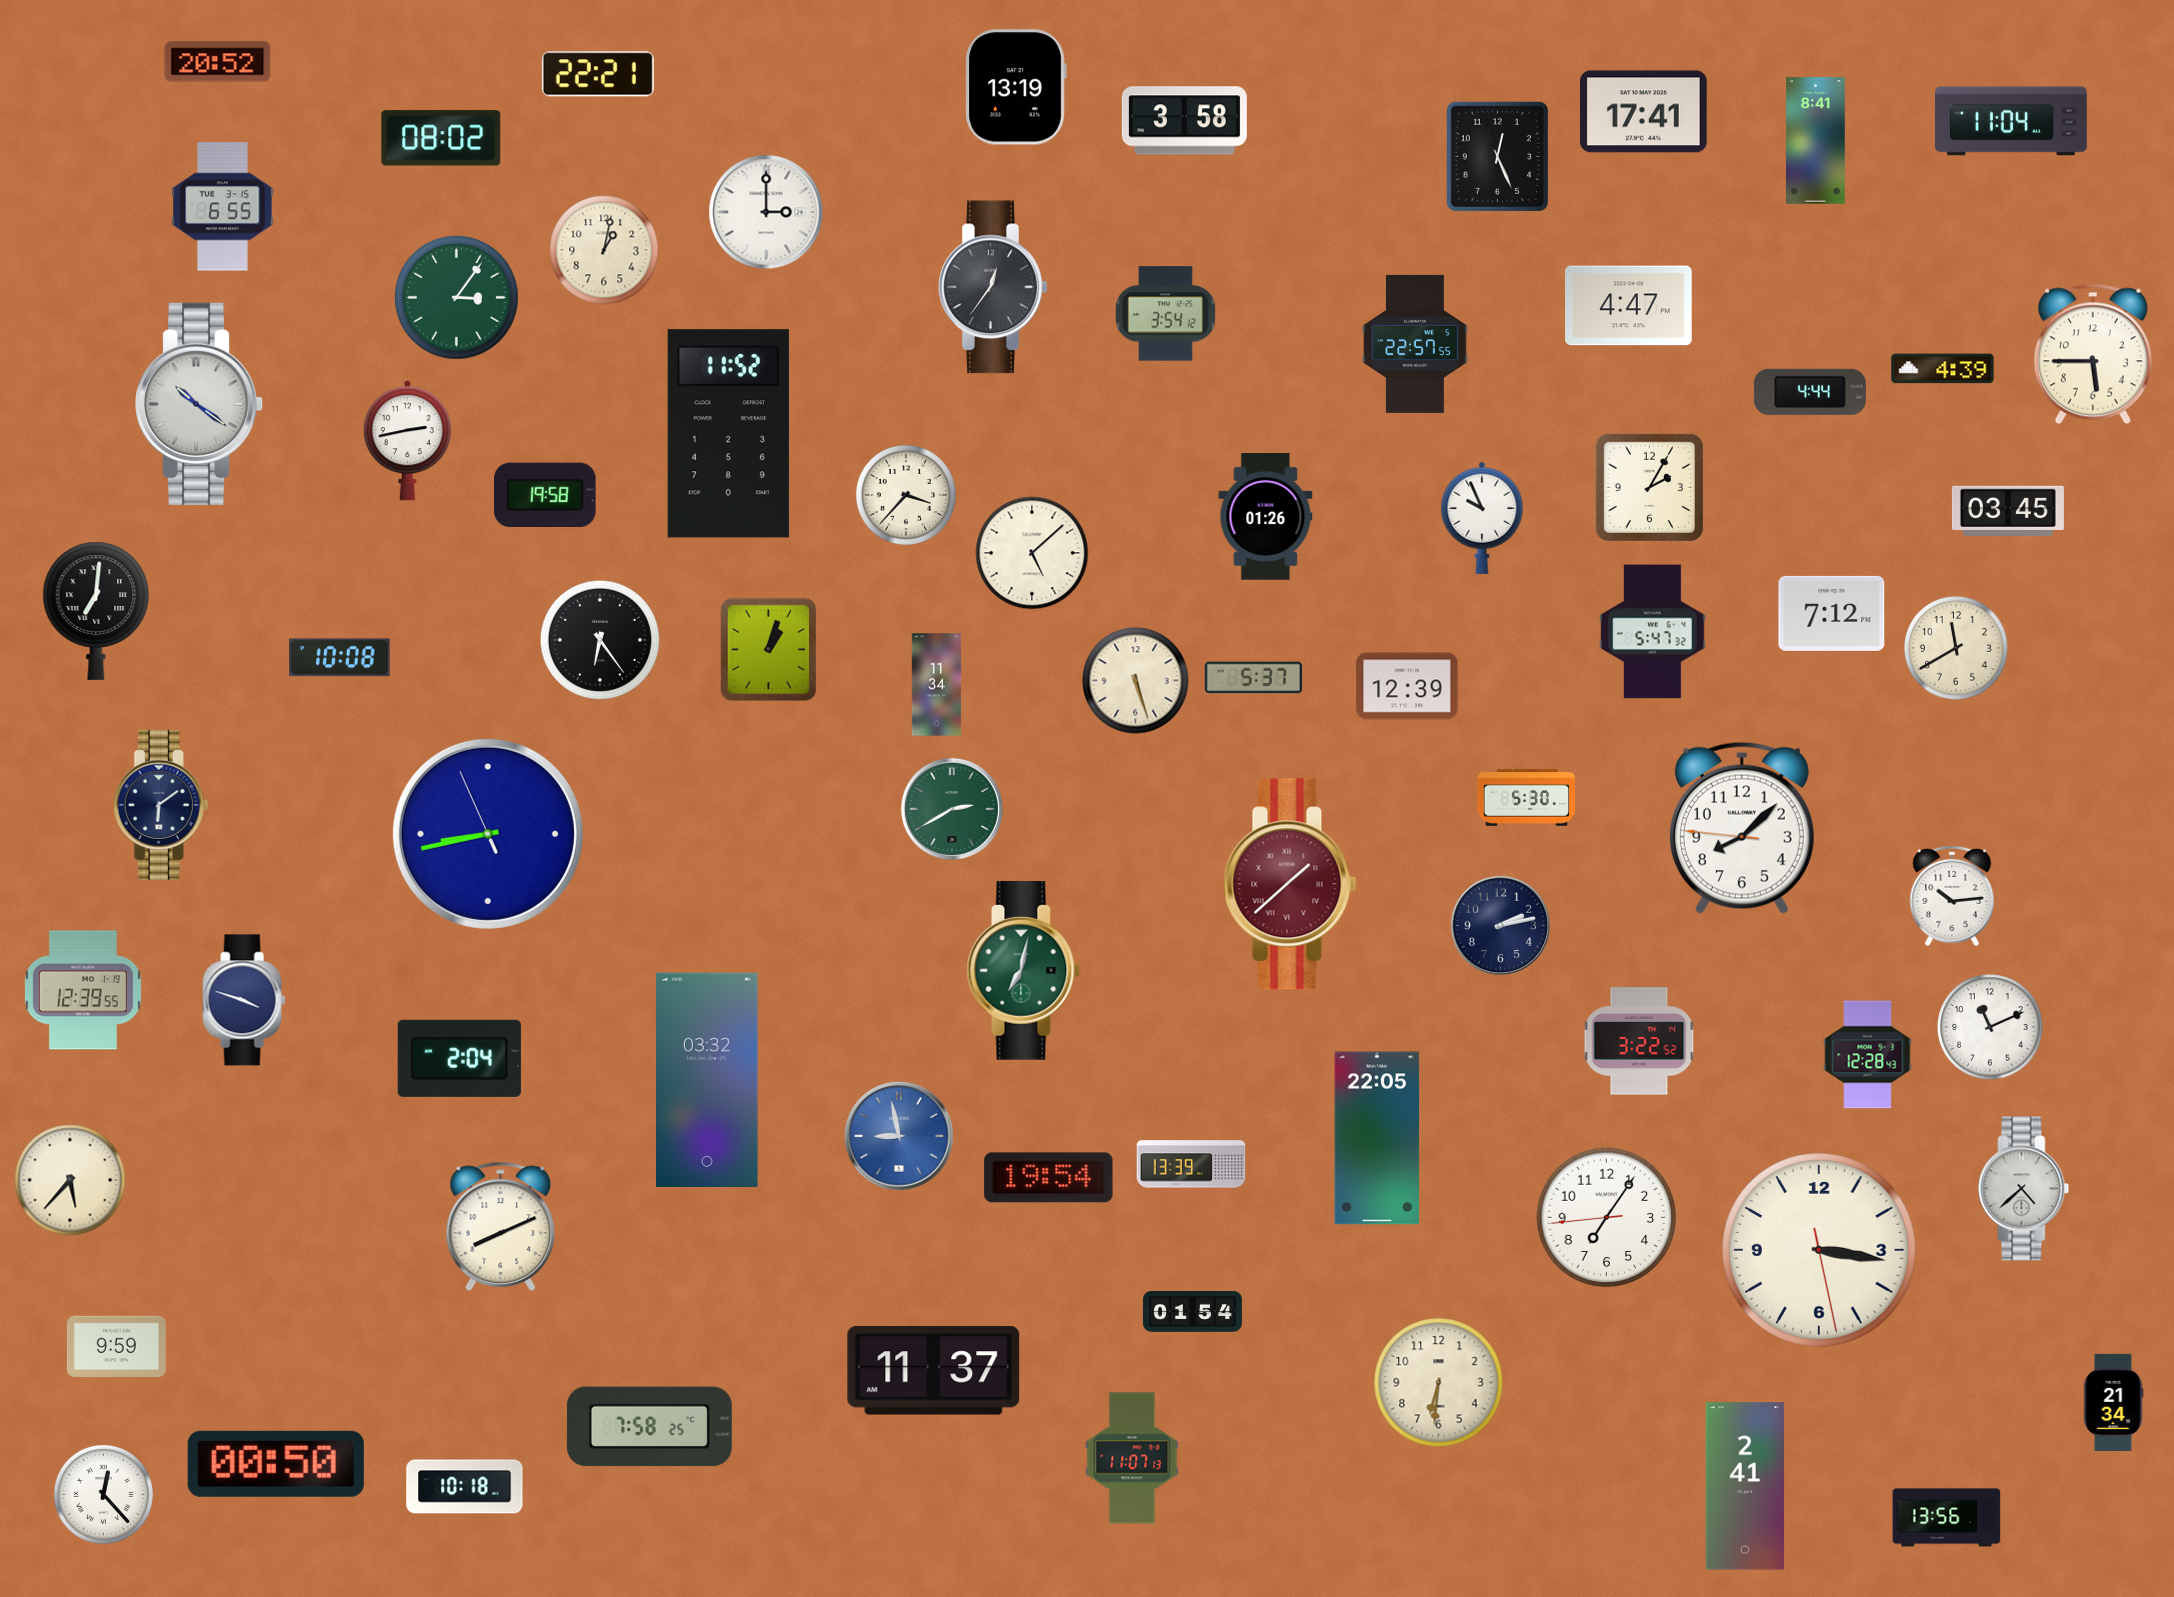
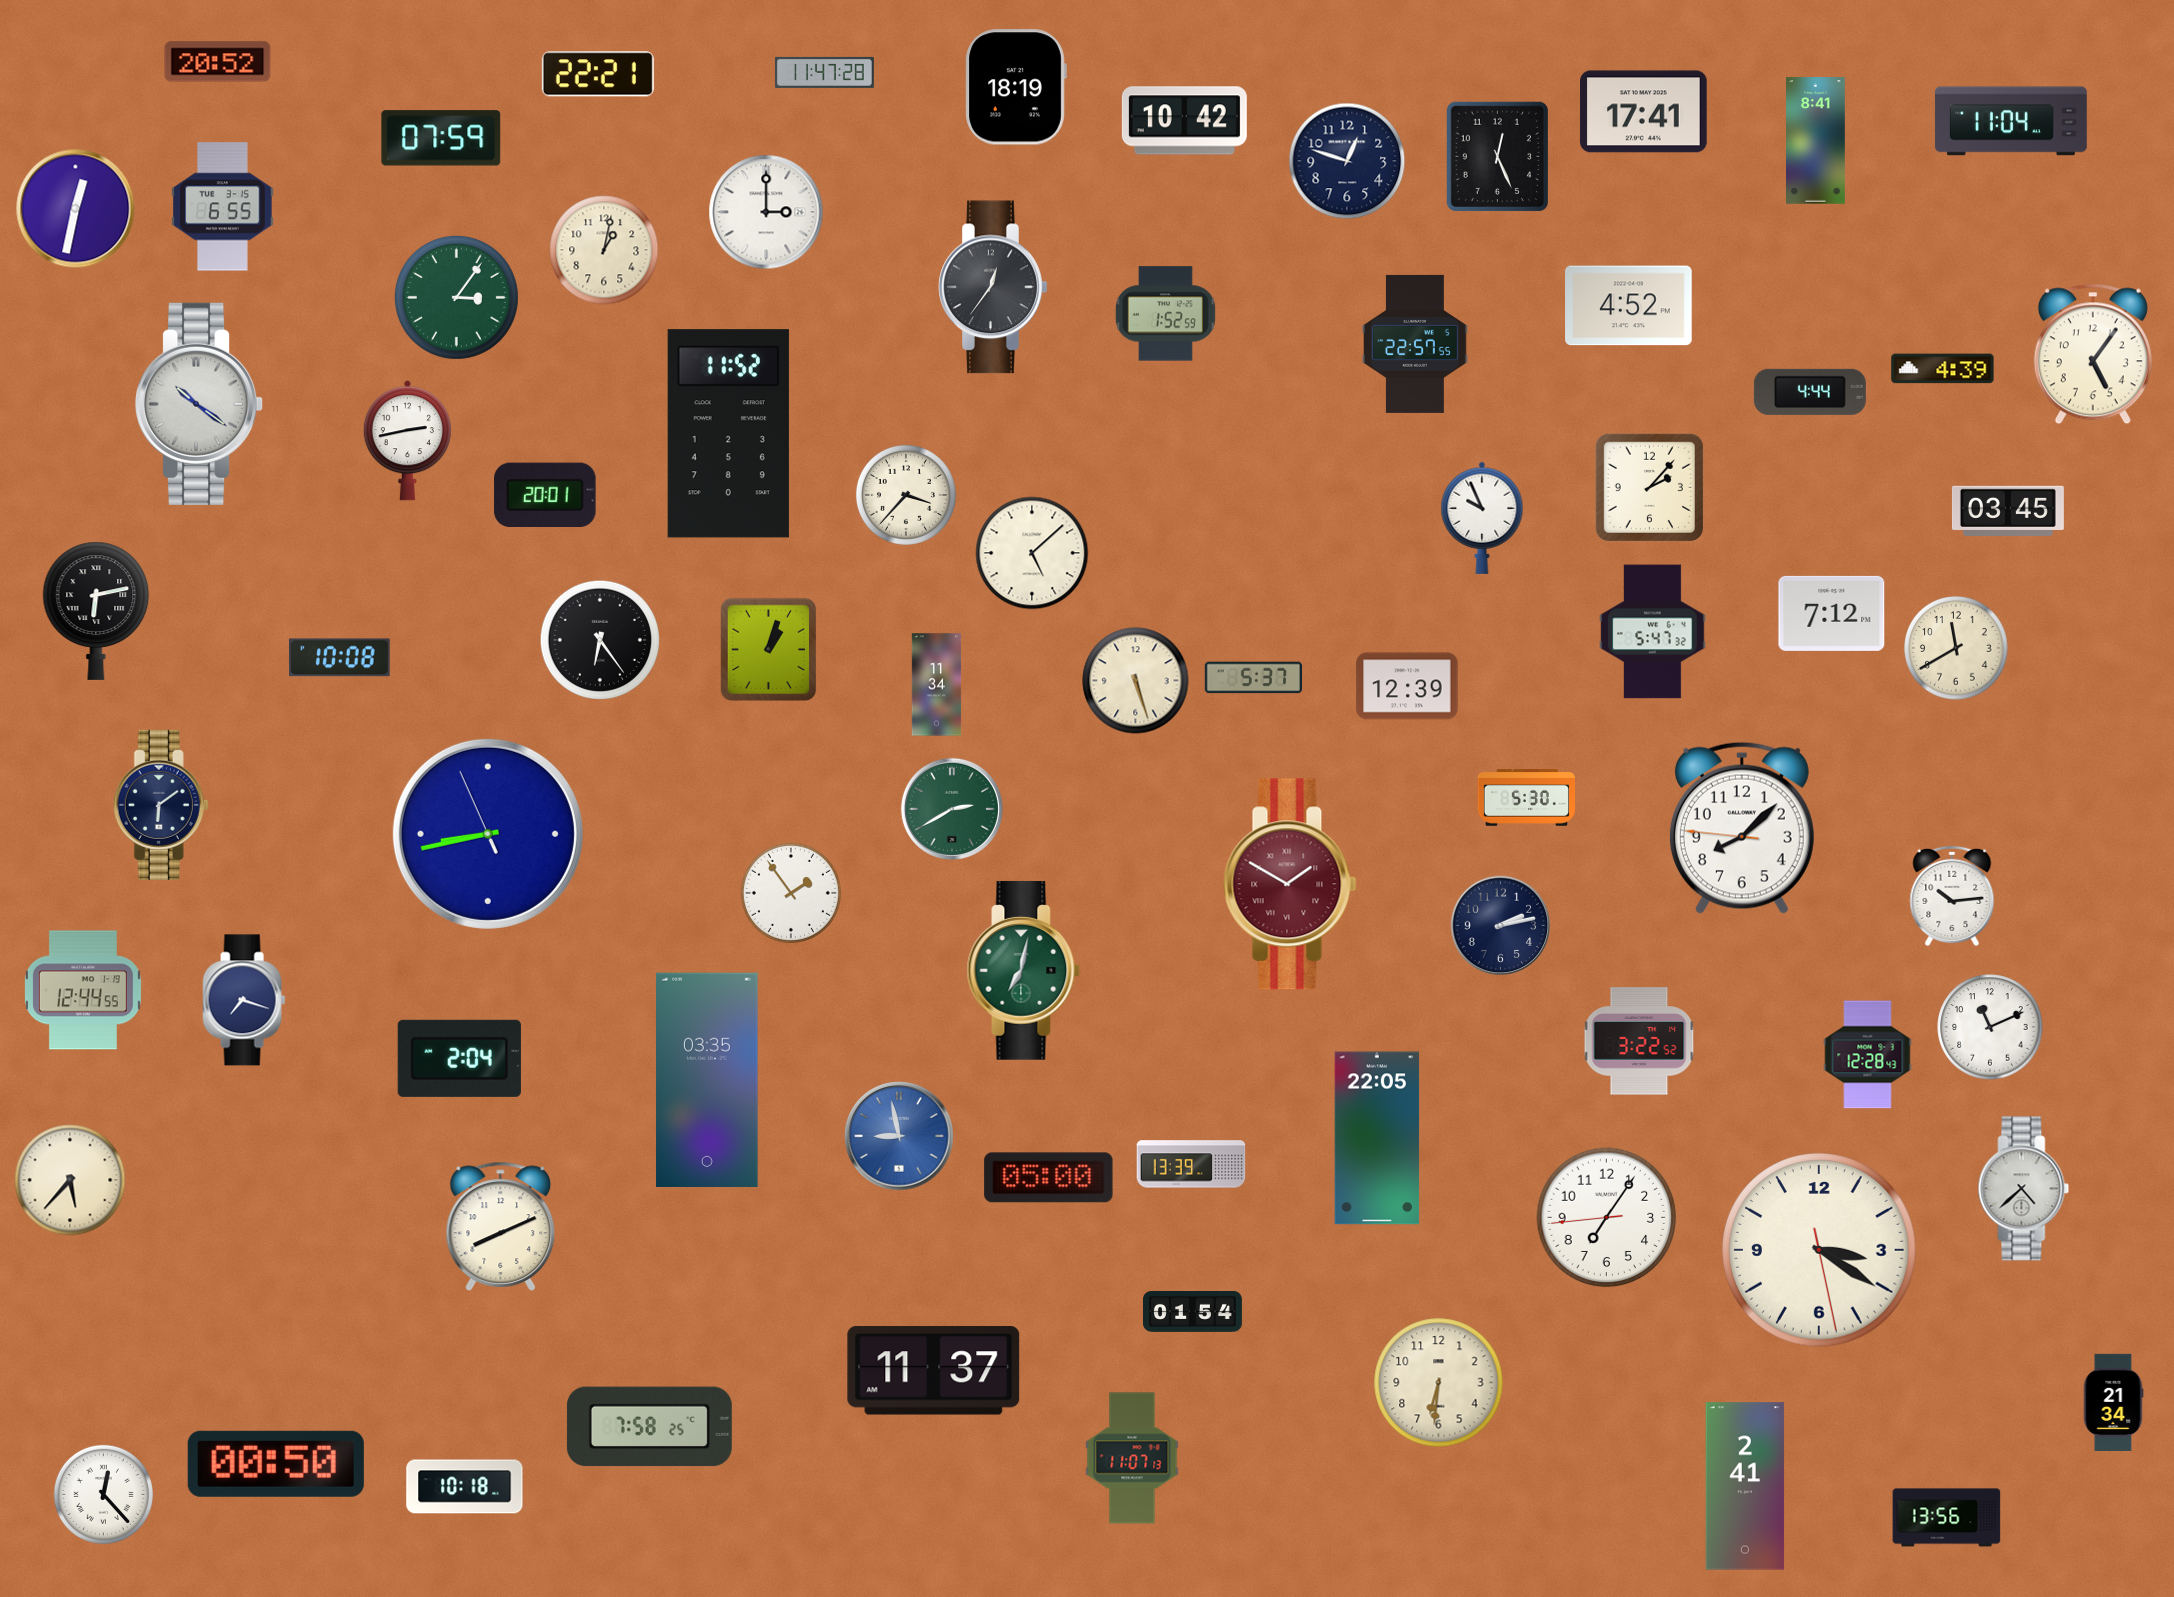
clock at (824, 72): none -> 11:47
clock at (1016, 87): 13:19 -> 18:19
clock at (1184, 121): 3:58 -> 10:42
clock at (441, 138): 08:02 -> 07:59
clock at (1347, 161): none -> 12:48
clock at (76, 209): none -> 12:32
clock at (1629, 306): 4:47 -> 4:52
clock at (1165, 314): 3:54 -> 1:52
clock at (2093, 354): 5:45 -> 5:06
clock at (1649, 487): 2:05 -> 2:07
clock at (545, 495): 19:58 -> 20:01
clock at (1266, 517): 01:26 -> none
clock at (96, 611): 7:01 -> 6:13
clock at (1290, 884): 1:38 -> 1:50
clock at (791, 893): none -> 1:54
clock at (83, 990): 12:39 -> 12:44
clock at (244, 1000): 3:48 -> 7:18
clock at (707, 1080): 03:32 -> 03:35
clock at (1049, 1178): 19:54 -> 05:00
clock at (1819, 1250): 3:16 -> 3:20
clock at (116, 1346): 9:59 -> none
